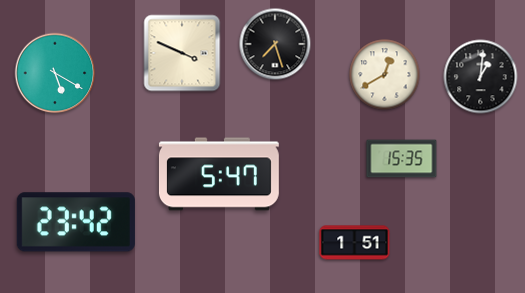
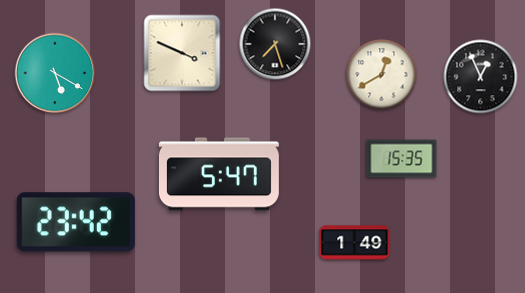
clock at (385, 75) position: (385, 75) -> (382, 75)
clock at (481, 77): 1:01 -> 12:56
clock at (355, 243): 1:51 -> 1:49
